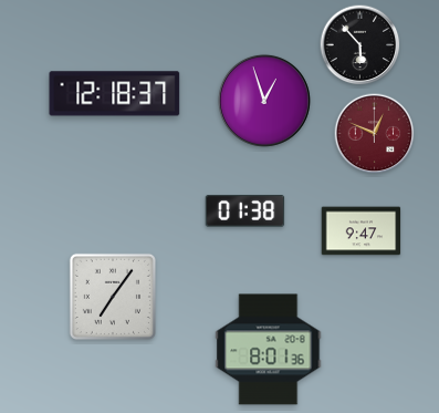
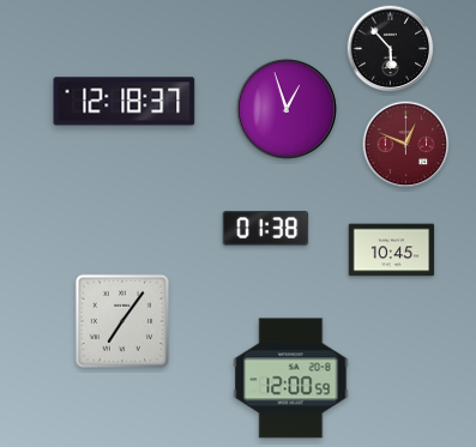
clock at (362, 231): 9:47 -> 10:45
clock at (269, 350): 8:01 -> 12:00
